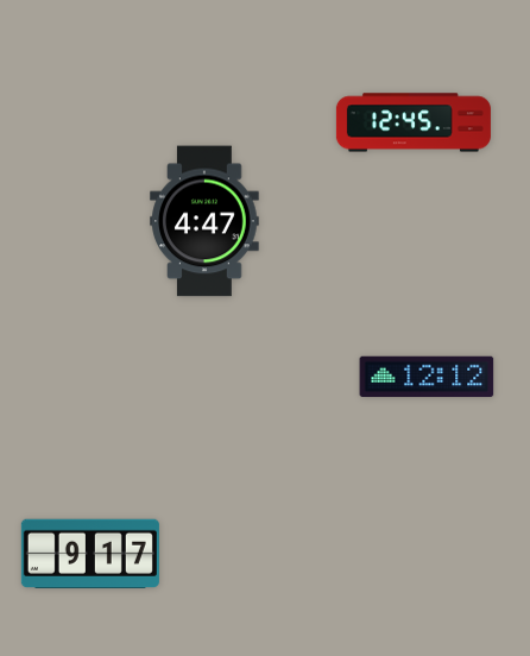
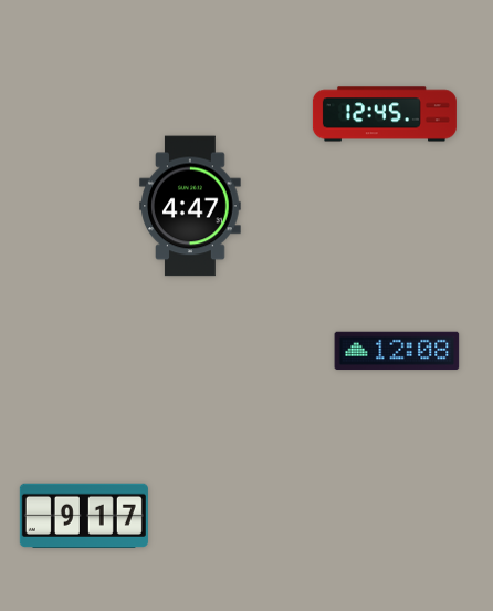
clock at (427, 377): 12:12 -> 12:08
